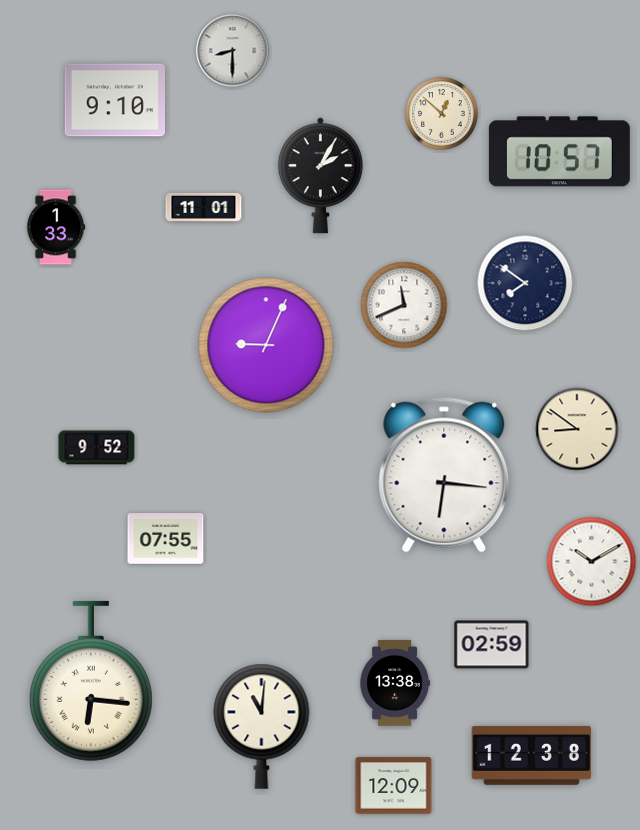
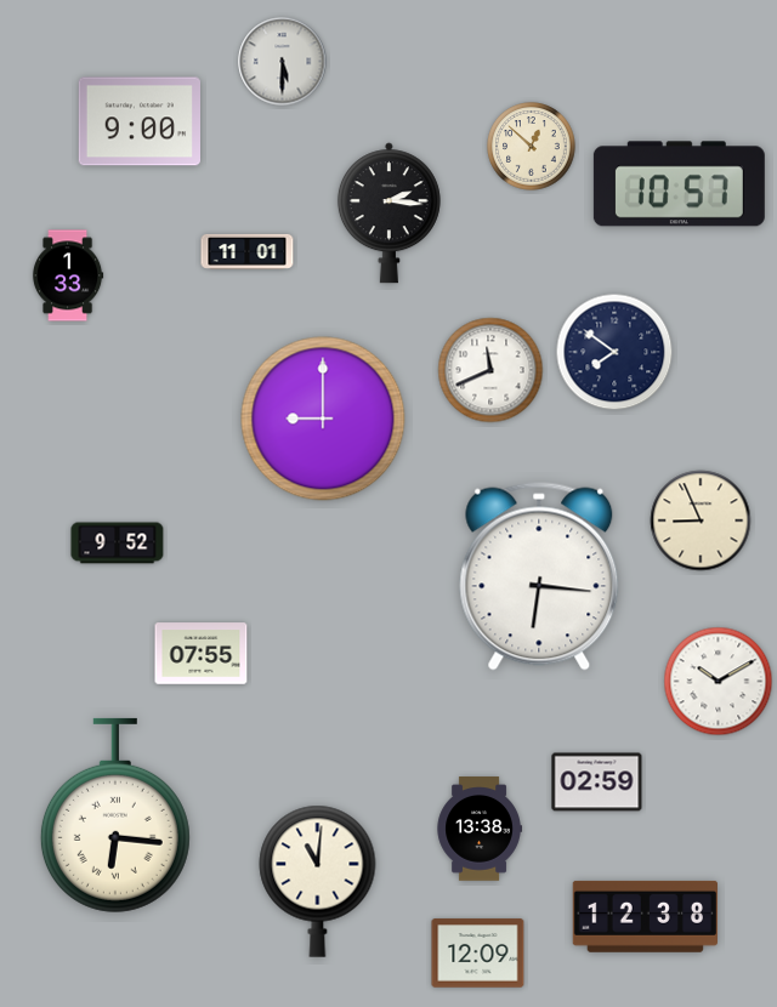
clock at (233, 51): 8:30 -> 5:30
clock at (114, 100): 9:10 -> 9:00
clock at (442, 114) position: (442, 114) -> (532, 147)
clock at (320, 176): 2:05 -> 2:16
clock at (525, 283) position: (525, 283) -> (614, 352)
clock at (266, 345): 9:04 -> 9:00
clock at (577, 429): 8:51 -> 8:56
clock at (91, 681) position: (91, 681) -> (115, 815)
